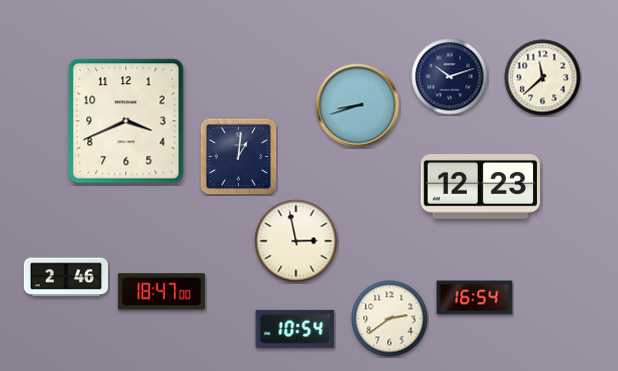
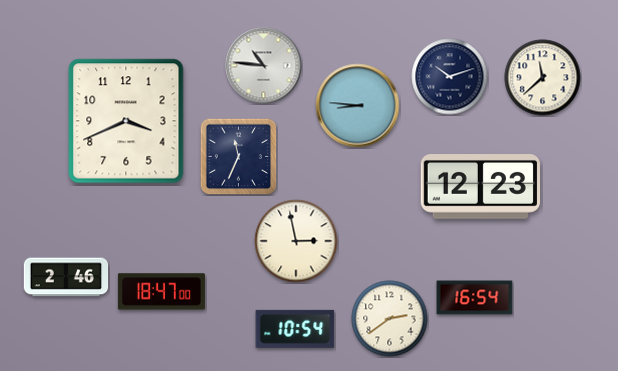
clock at (264, 66): none -> 10:46
clock at (358, 106): 8:42 -> 8:46
clock at (238, 156): 1:01 -> 11:34
